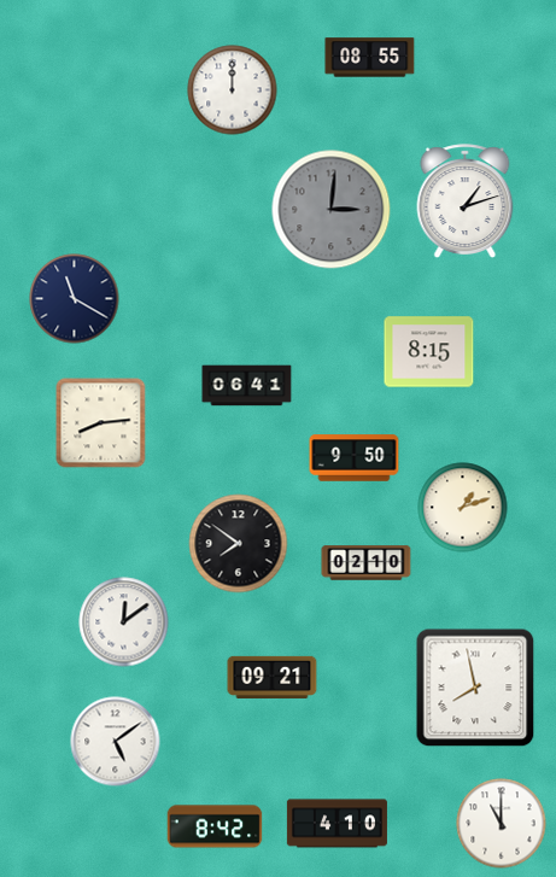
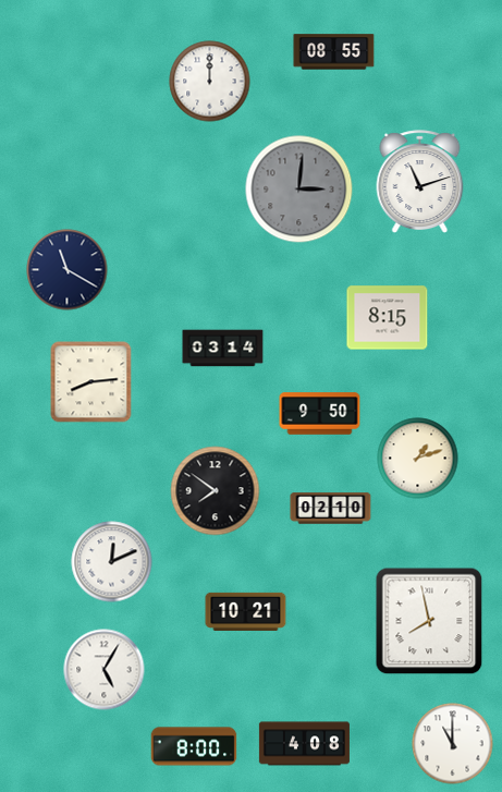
clock at (466, 200): 1:12 -> 11:12
clock at (247, 386): 06:41 -> 03:14
clock at (124, 622): 12:09 -> 12:11
clock at (273, 677): 09:21 -> 10:21
clock at (116, 742): 5:09 -> 5:05
clock at (336, 824): 4:10 -> 4:08
clock at (215, 826): 8:42 -> 8:00
